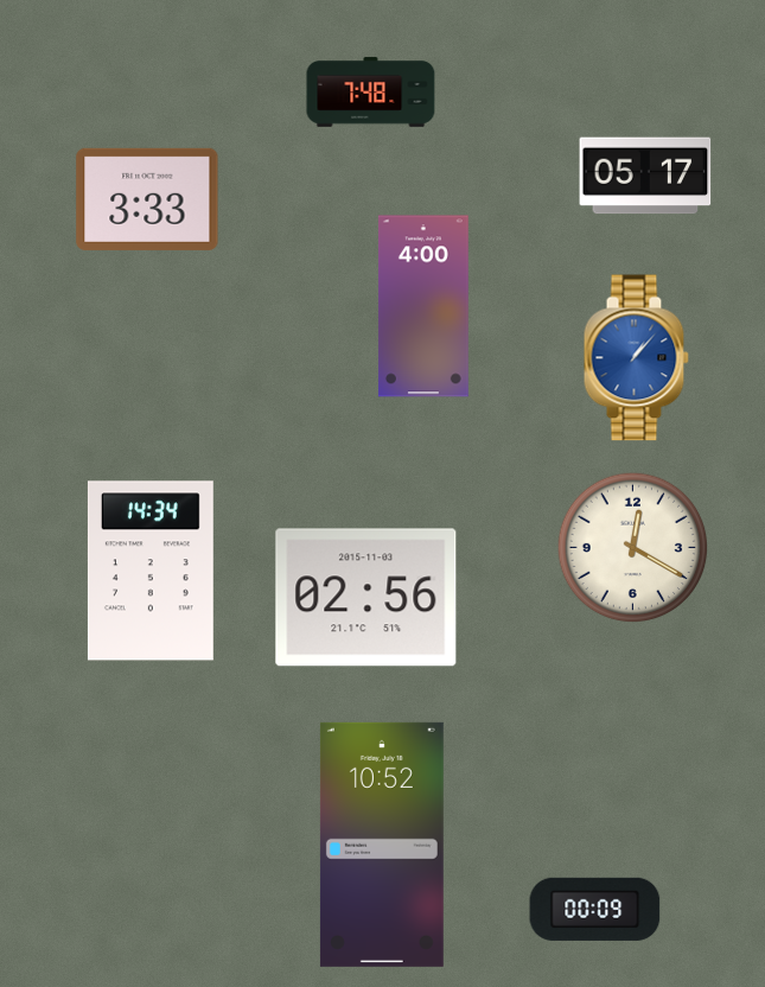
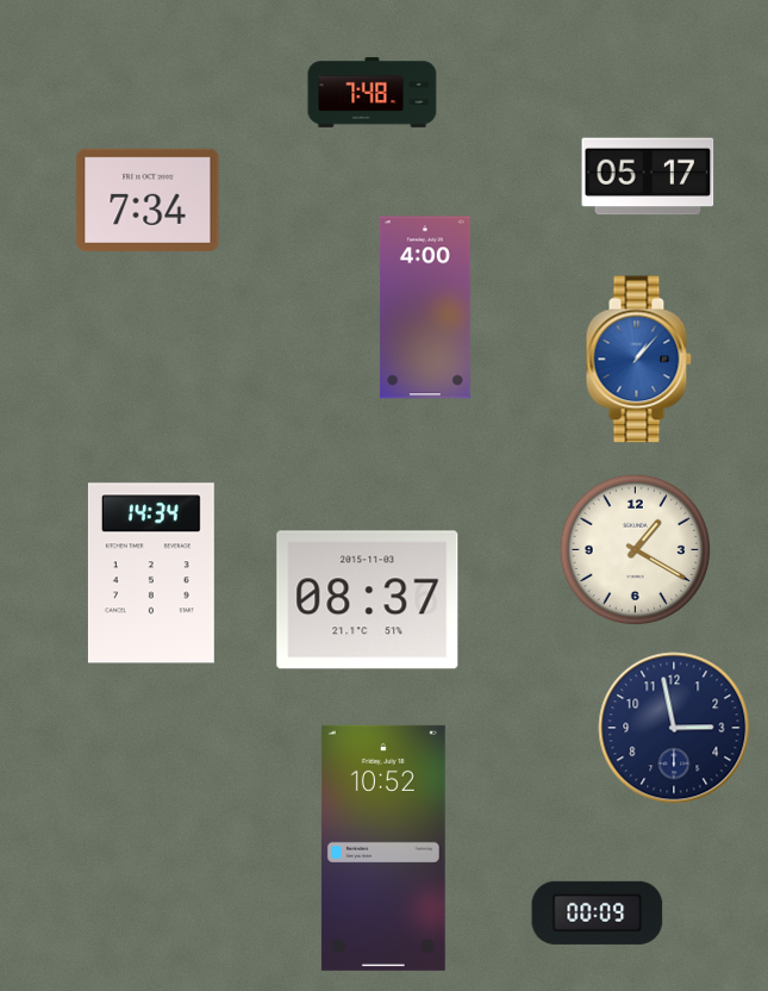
clock at (147, 199): 3:33 -> 7:34
clock at (633, 548): 12:20 -> 1:20
clock at (366, 598): 02:56 -> 08:37
clock at (674, 728): none -> 2:58
